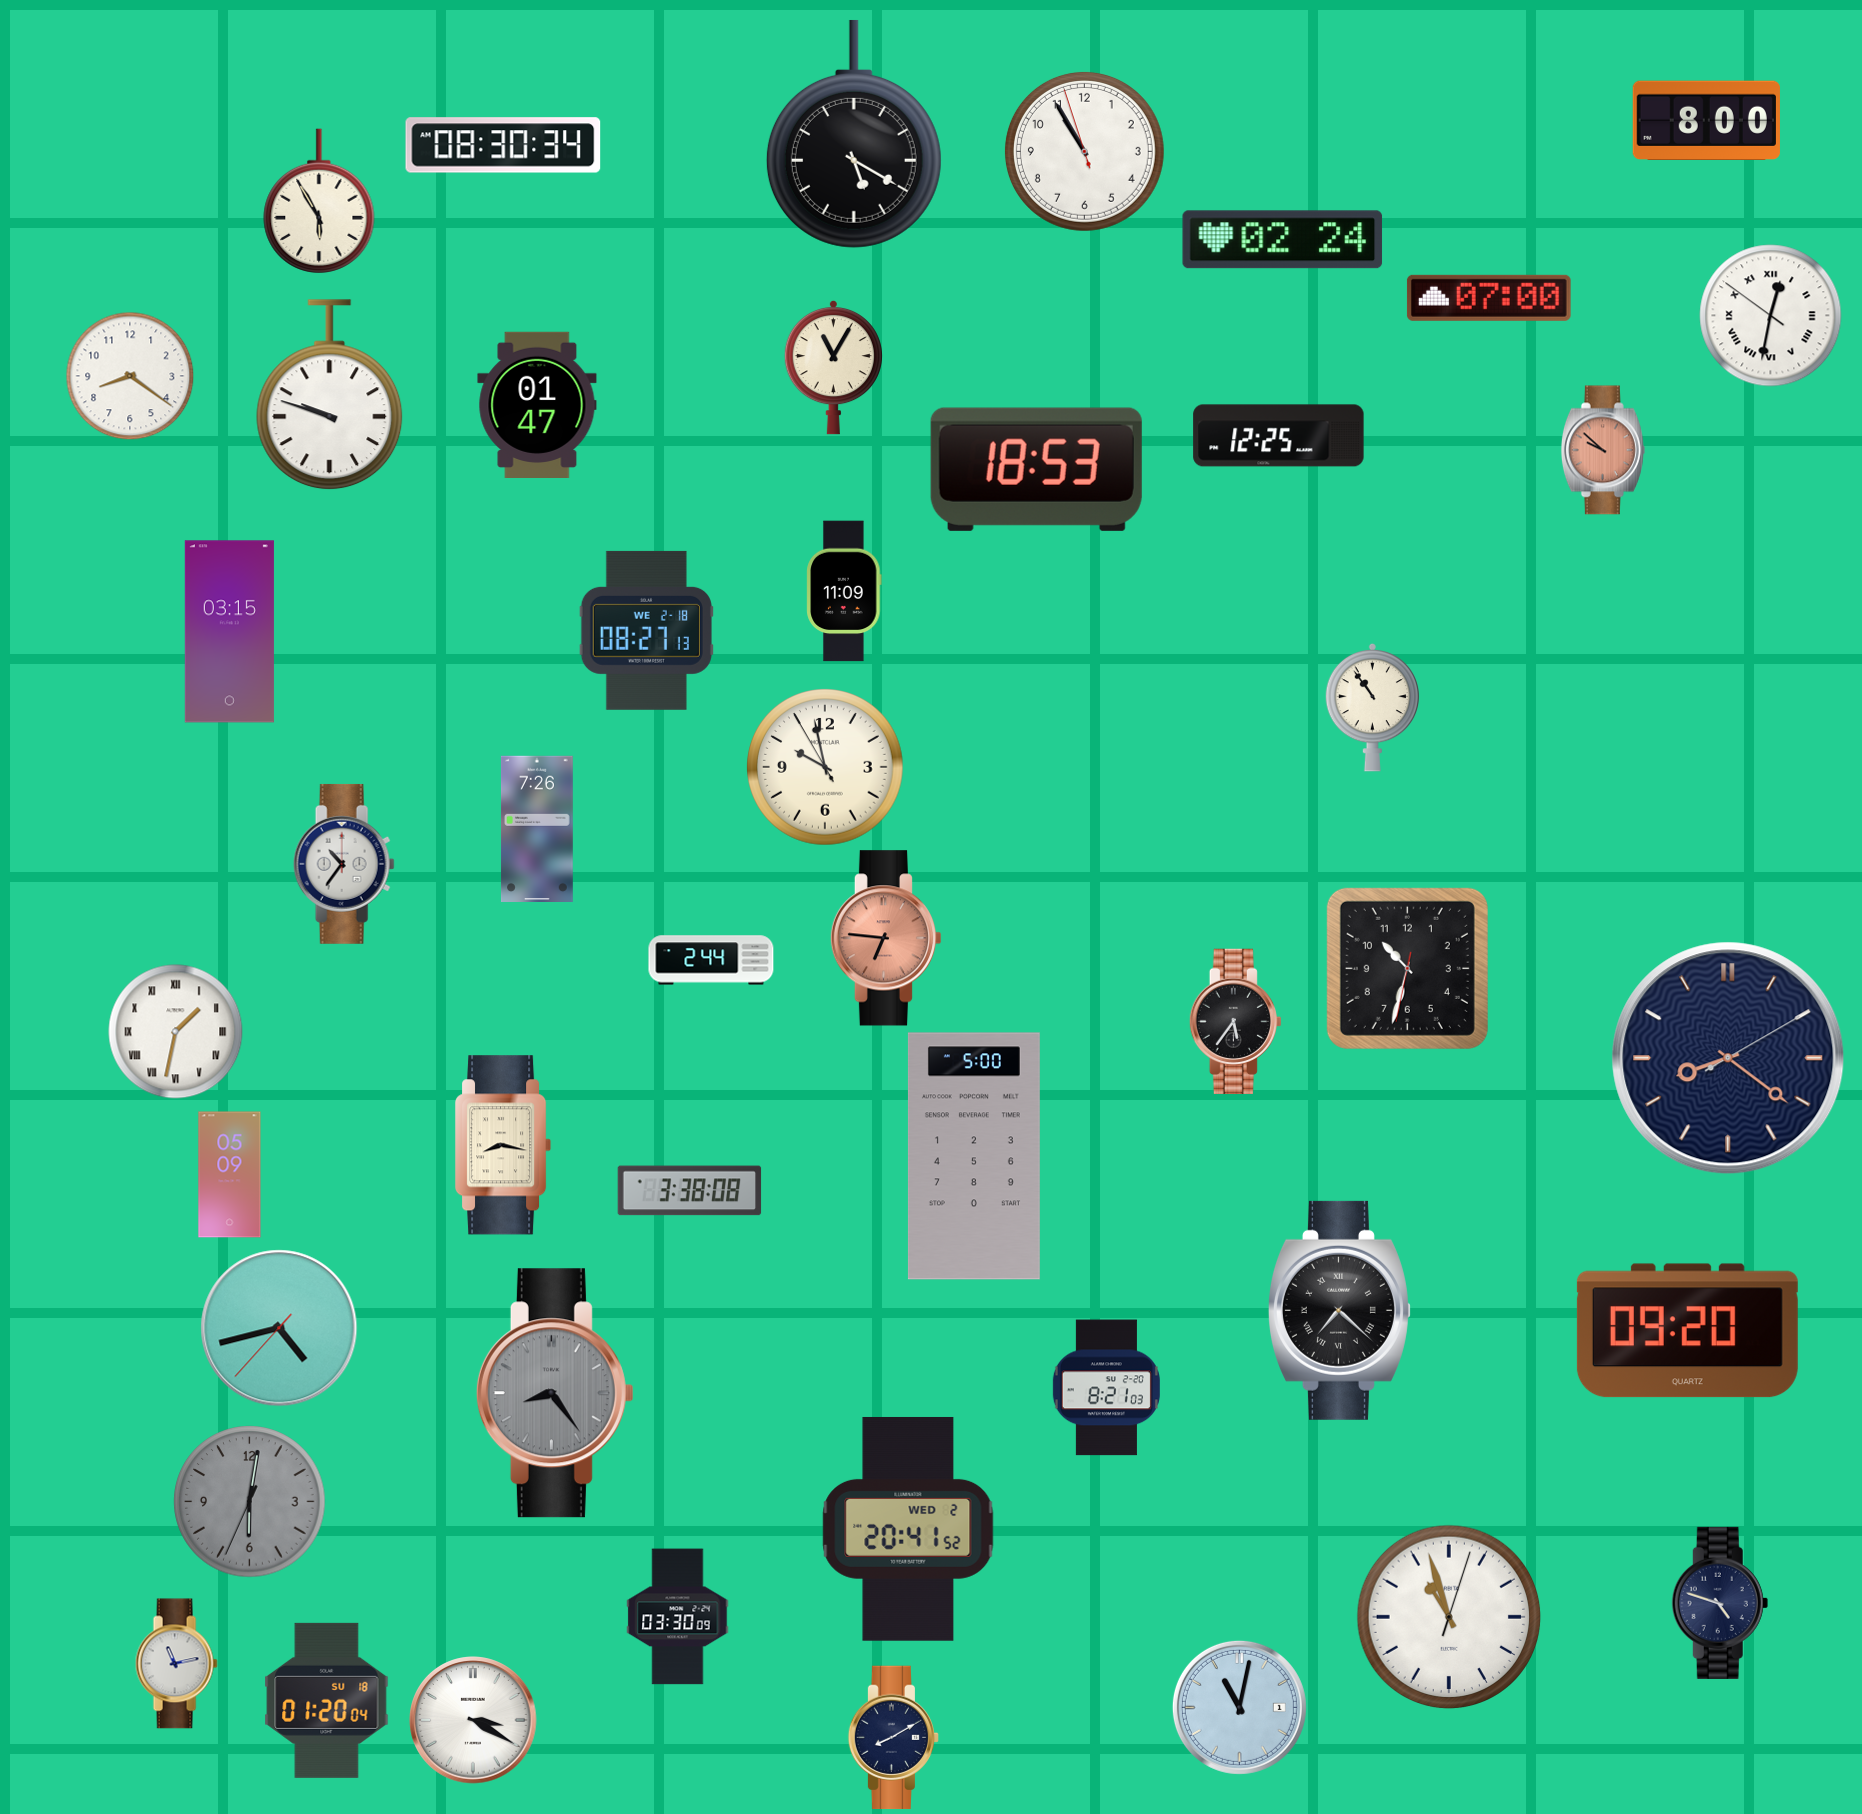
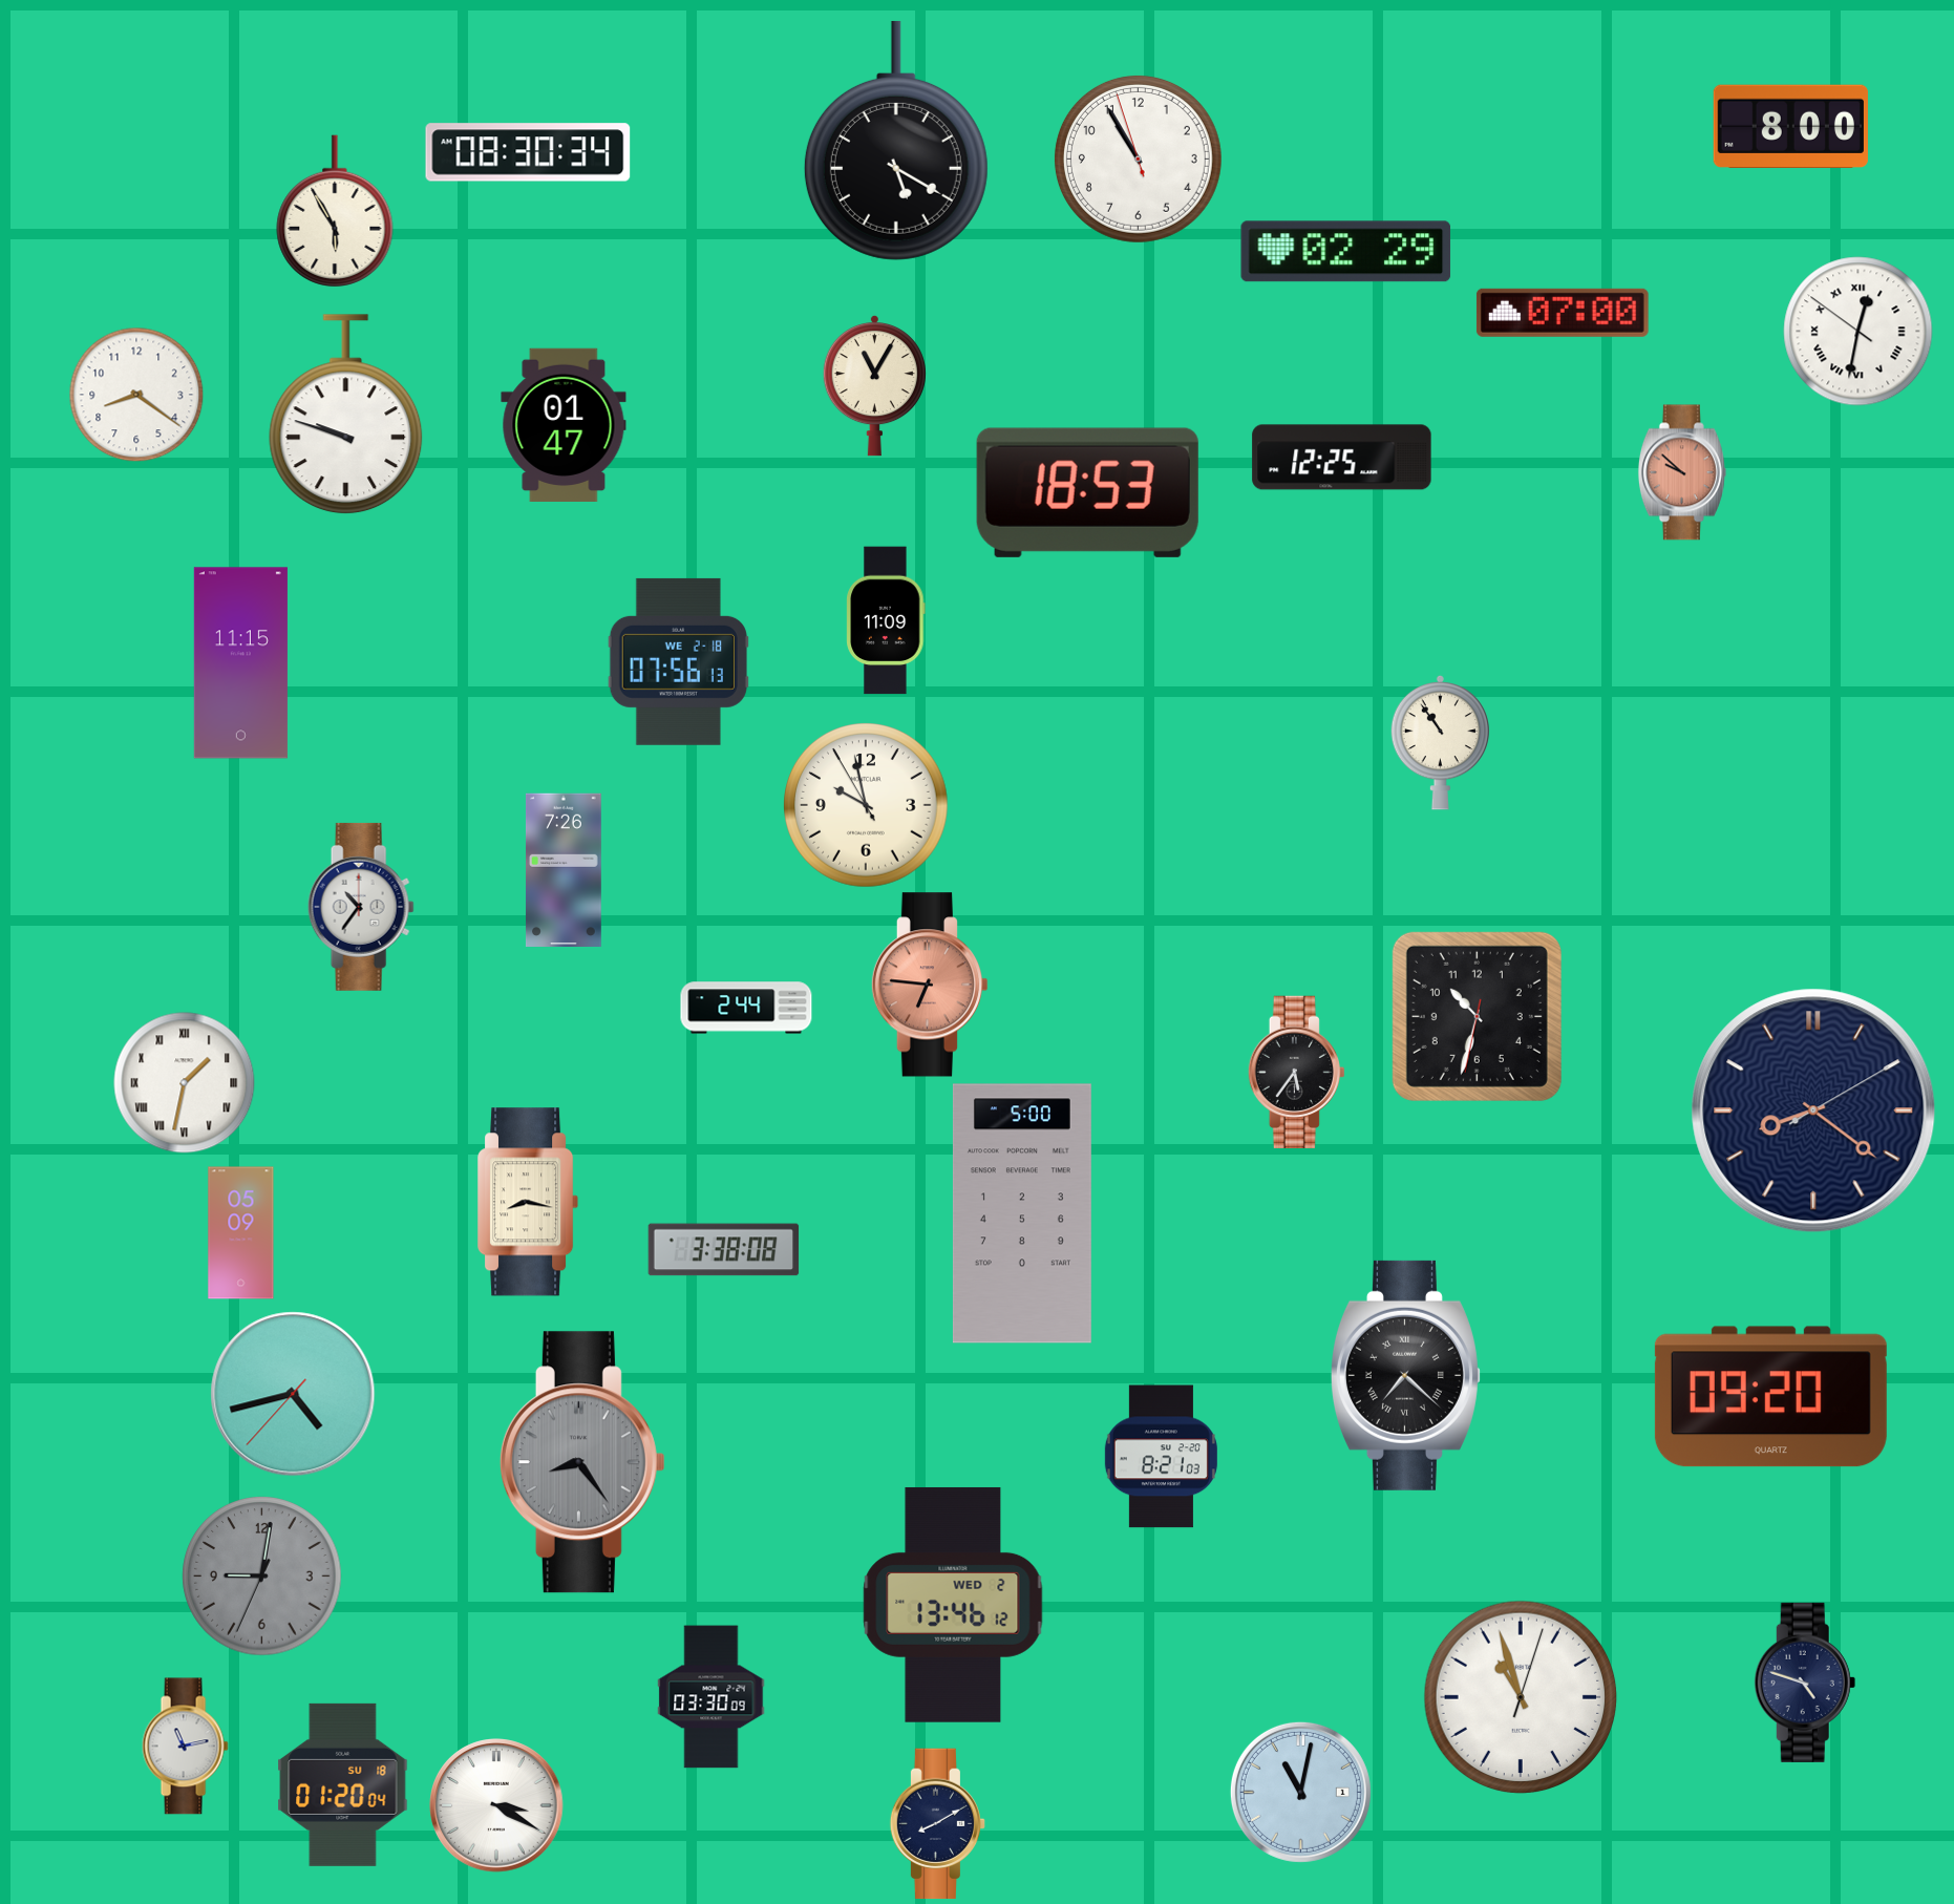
clock at (1283, 240): 02:24 -> 02:29
clock at (646, 630): 08:27 -> 07:56
clock at (229, 632): 03:15 -> 11:15
clock at (250, 1502): 6:01 -> 9:01
clock at (908, 1529): 20:41 -> 13:46
